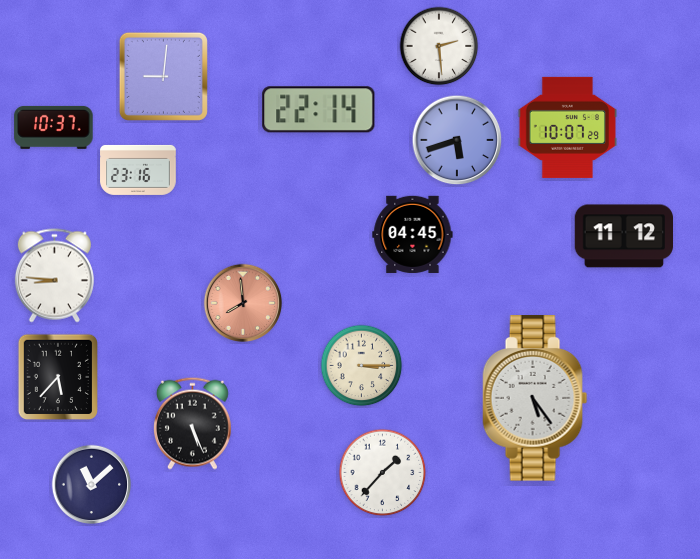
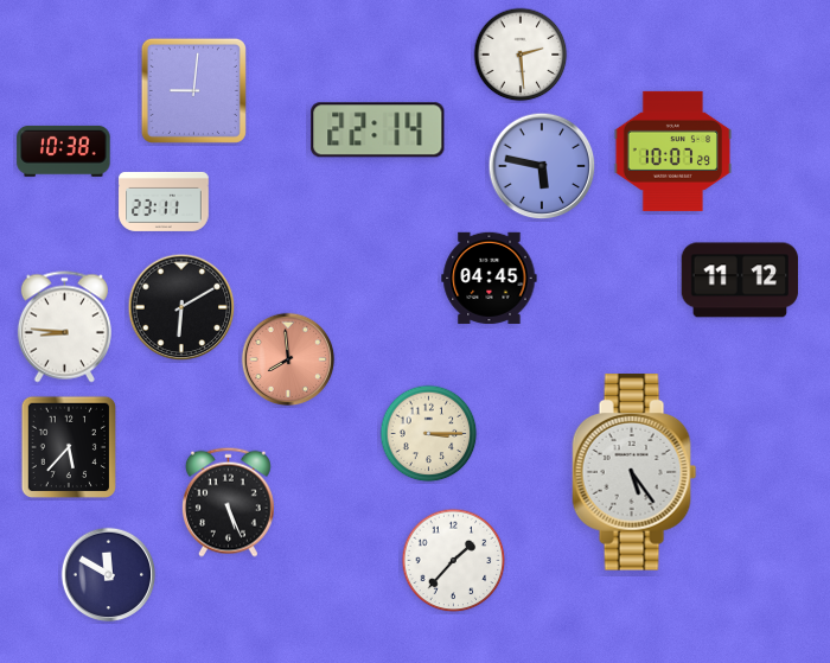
clock at (54, 127): 10:37 -> 10:38
clock at (457, 140): 5:42 -> 5:47
clock at (138, 170): 23:16 -> 23:11
clock at (181, 307): none -> 6:10
clock at (92, 485): 11:08 -> 11:50
